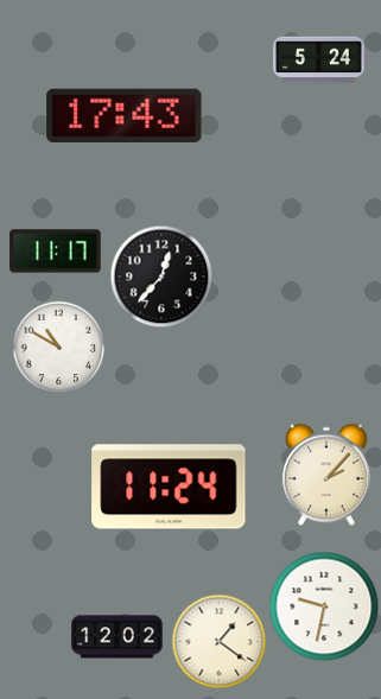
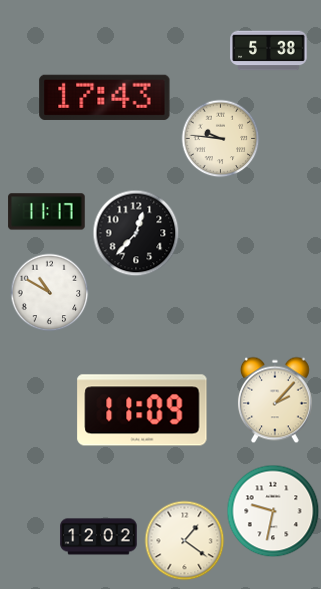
clock at (319, 61): 5:24 -> 5:38
clock at (220, 138): none -> 9:46
clock at (169, 487): 11:24 -> 11:09
